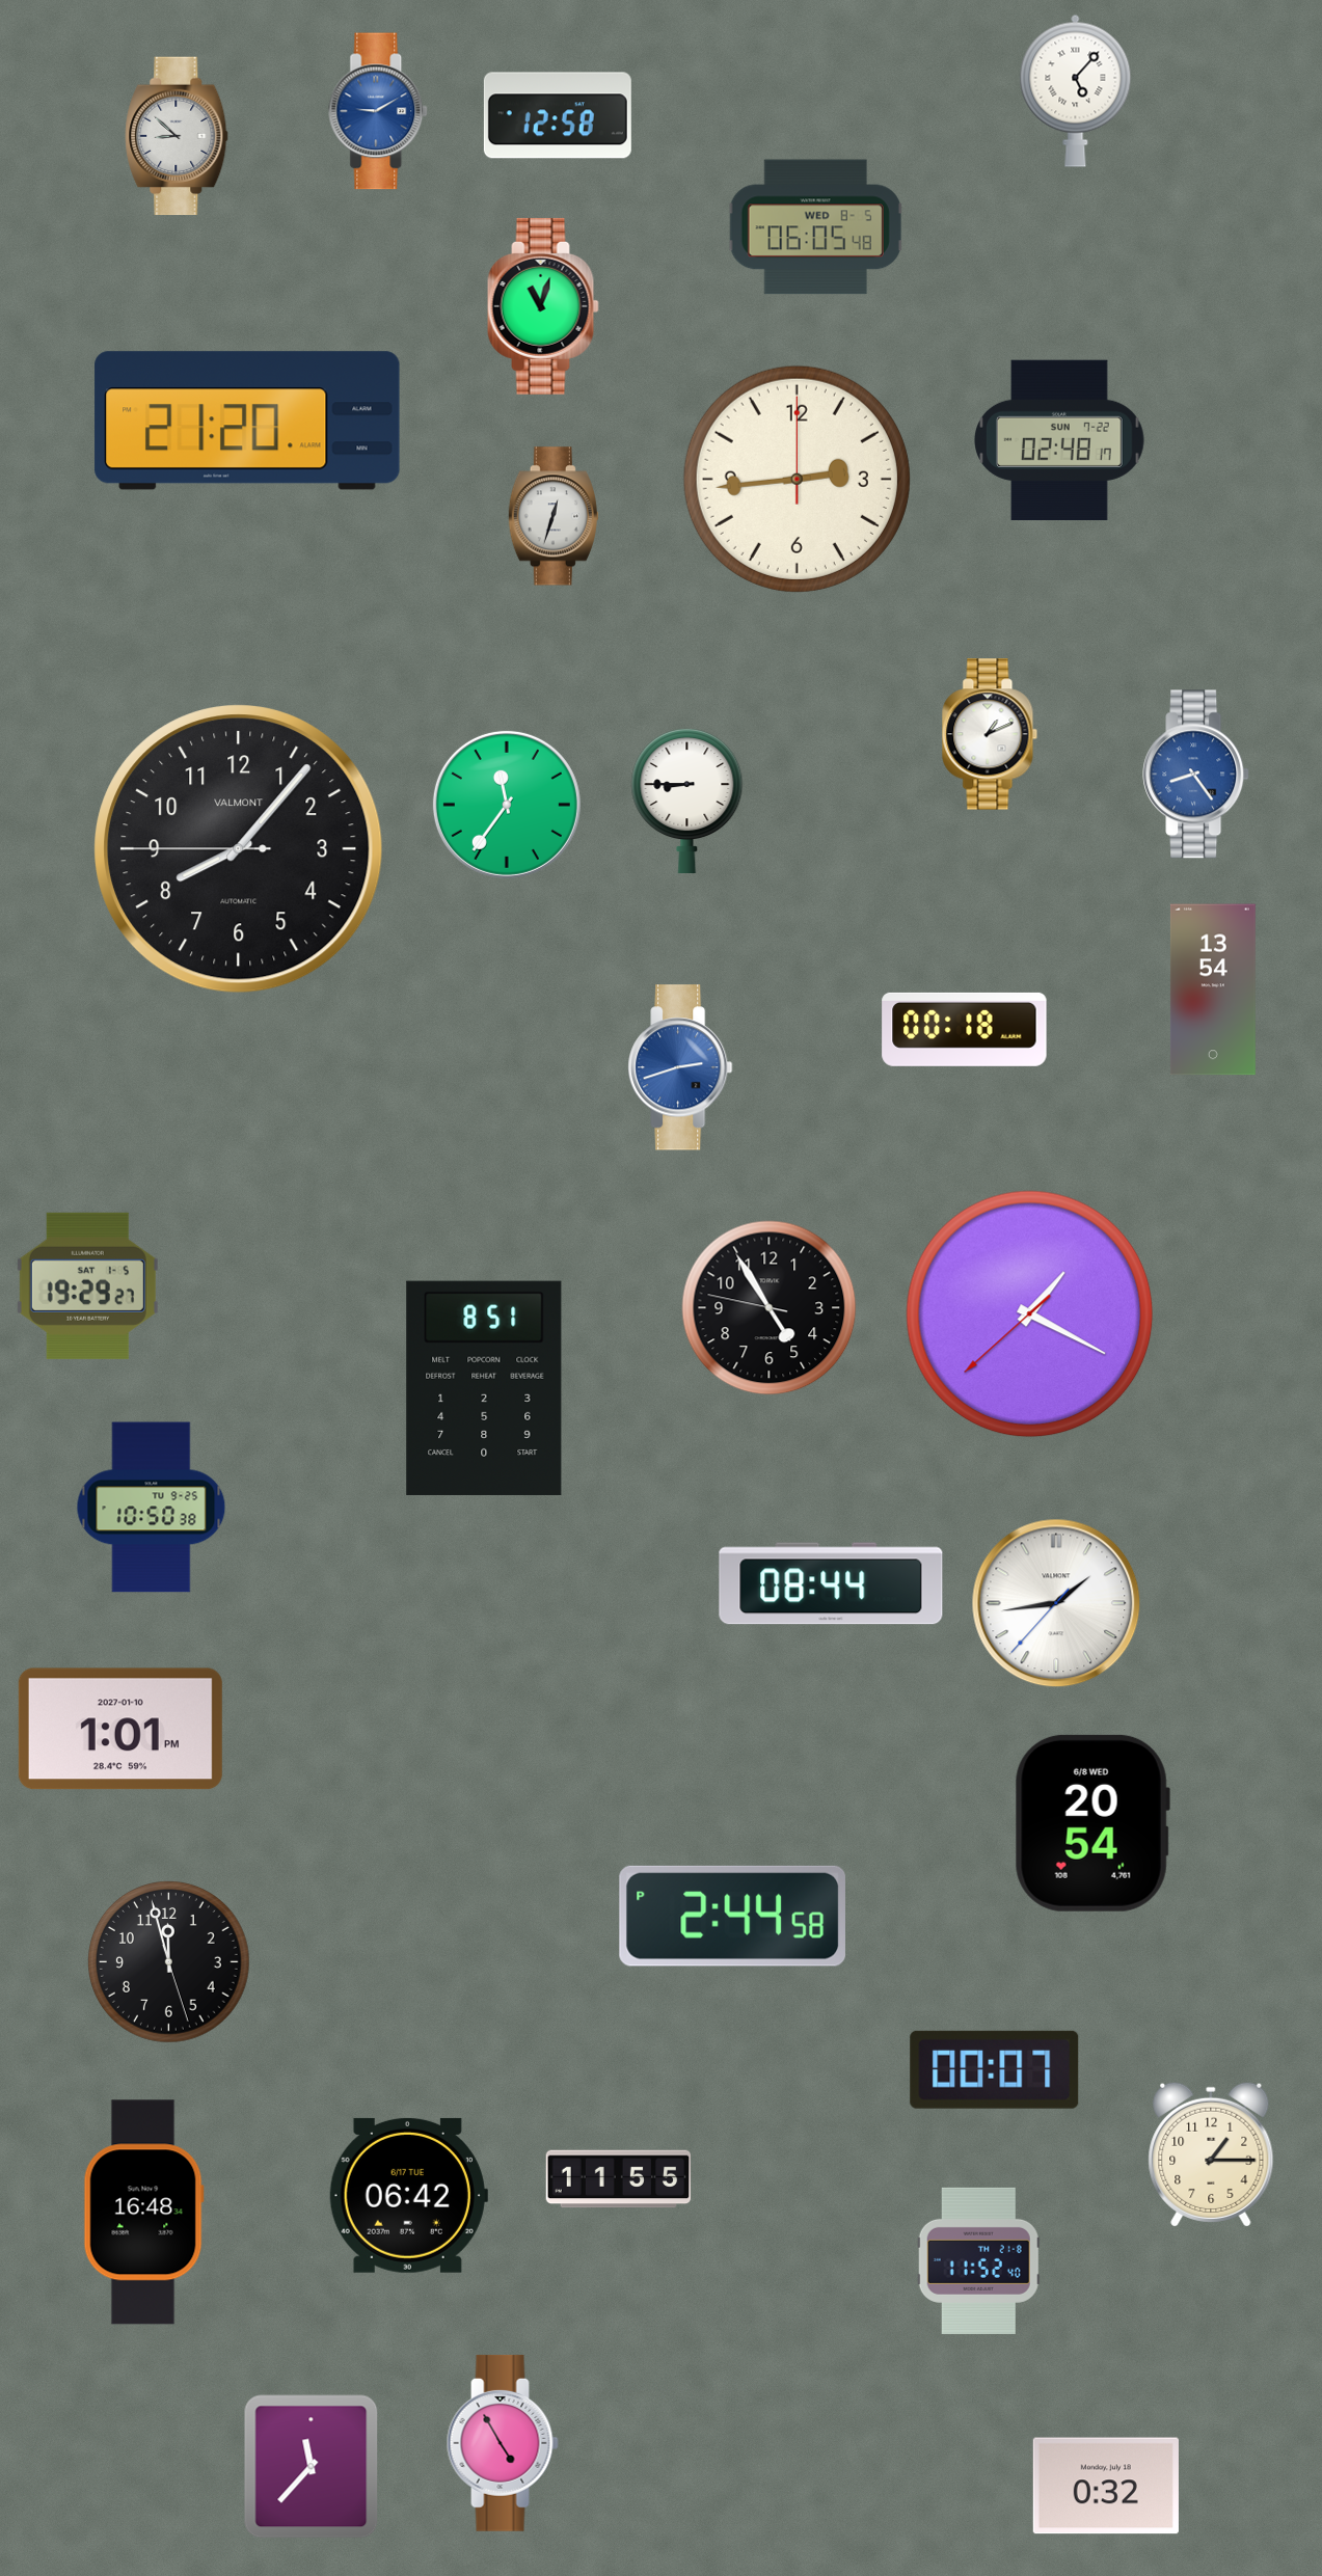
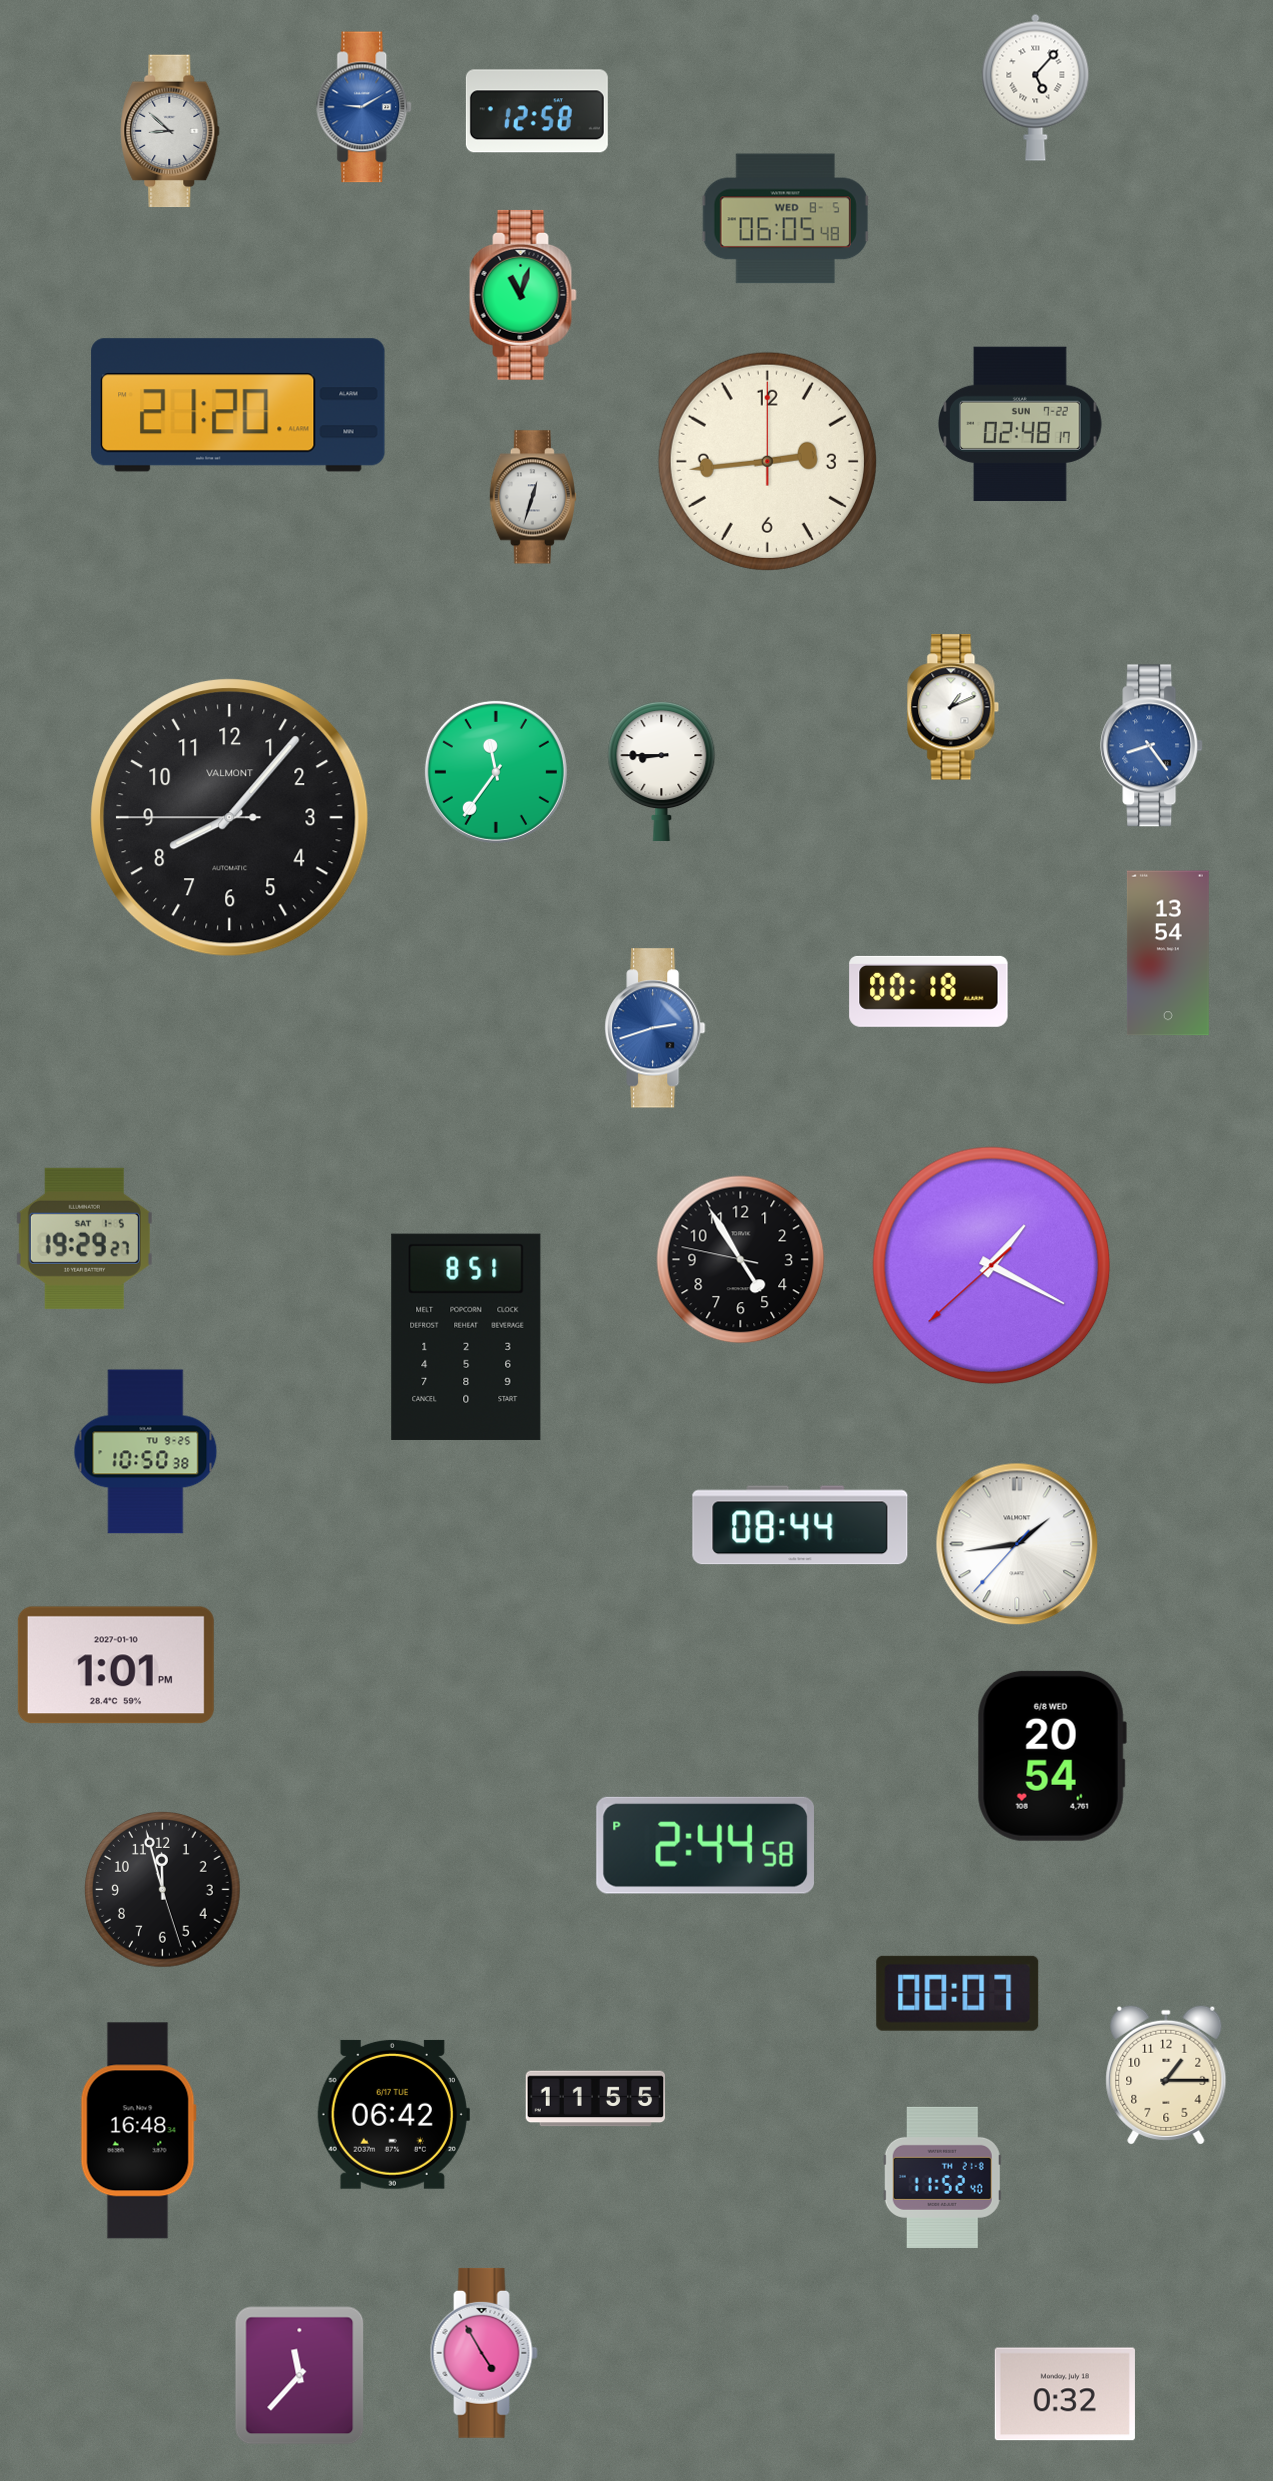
clock at (507, 805) position: (507, 805) -> (496, 772)
